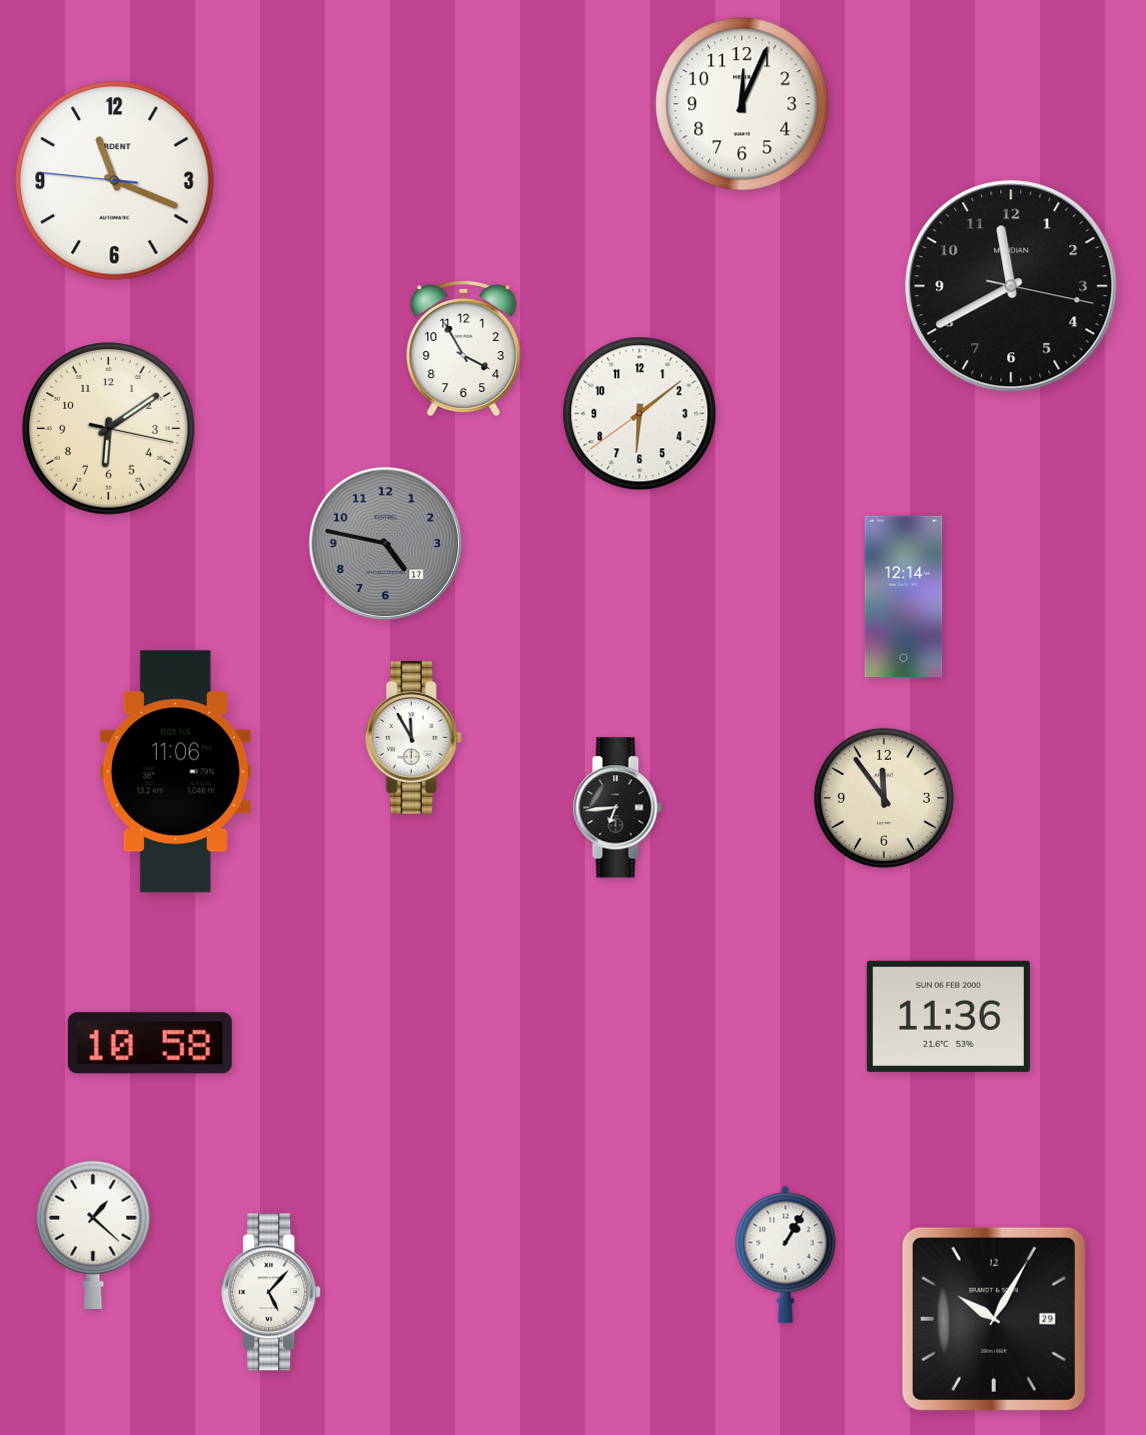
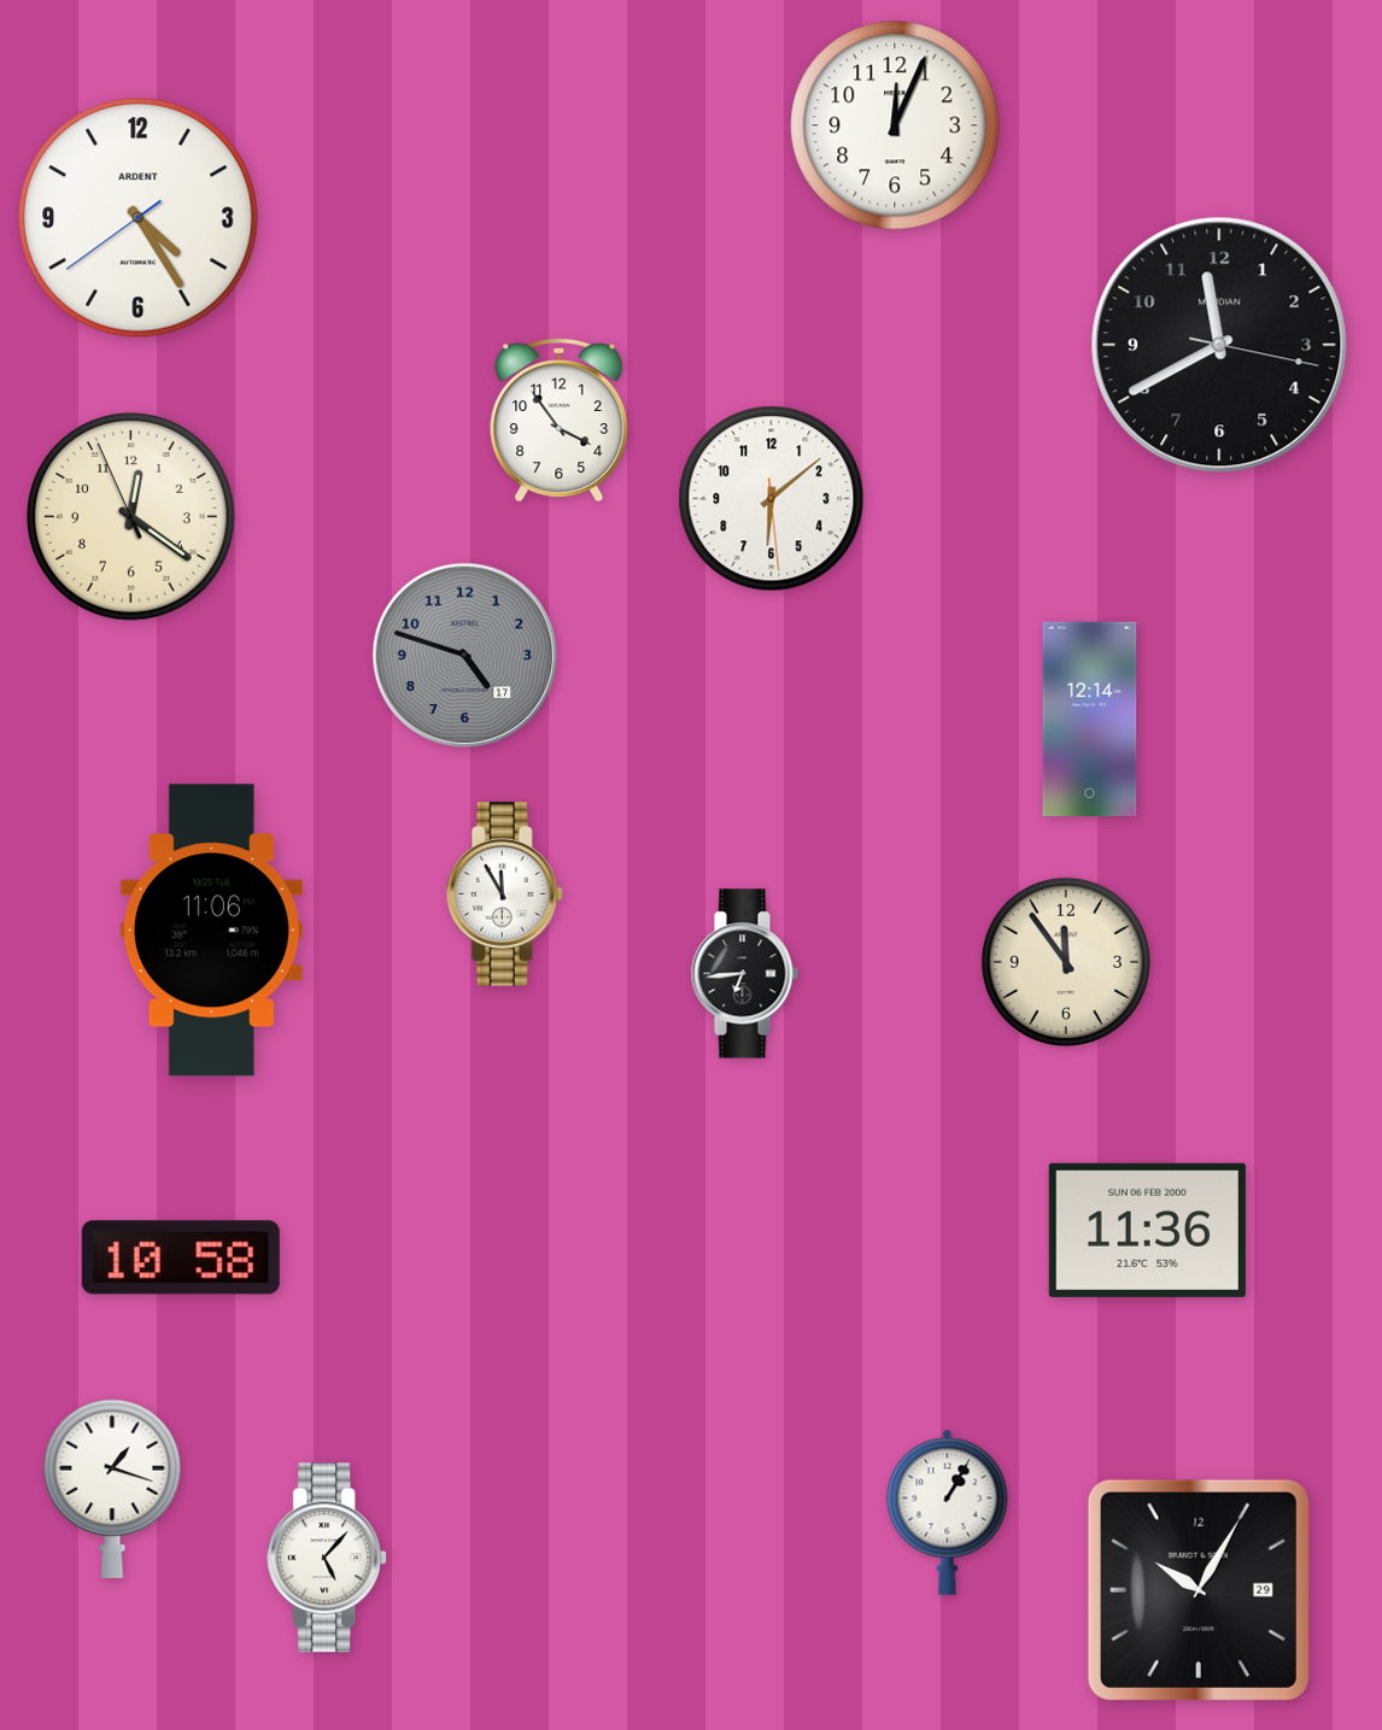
clock at (115, 181): 11:18 -> 4:24
clock at (464, 348): 3:55 -> 3:54
clock at (640, 414): 6:08:39 -> 6:08:29
clock at (109, 429): 6:09 -> 12:20
clock at (386, 544): 4:47 -> 4:48
clock at (413, 738) position: (413, 738) -> (504, 895)
clock at (948, 1016) position: (948, 1016) -> (1147, 1230)
clock at (93, 1235): 1:22 -> 1:18
